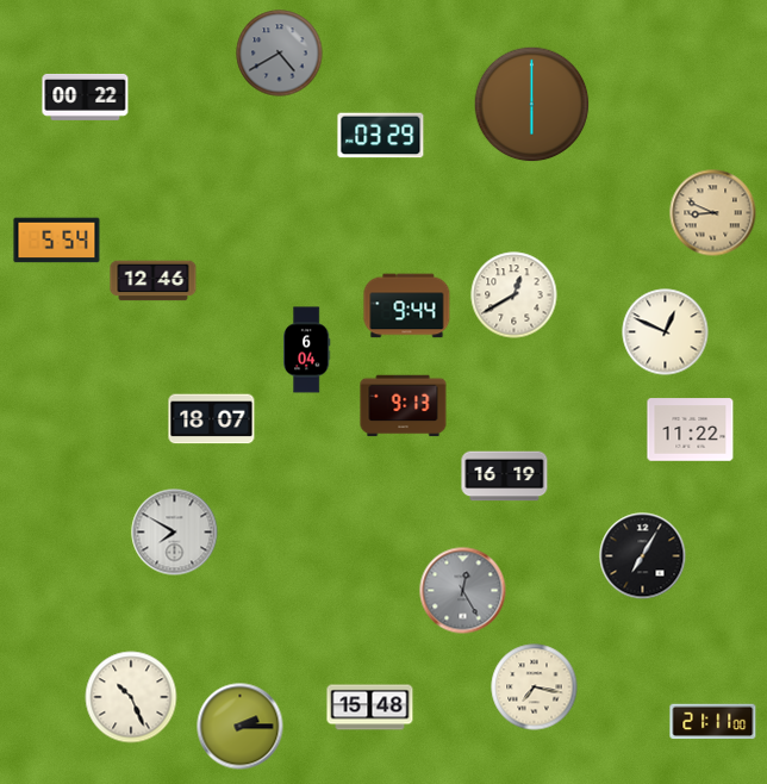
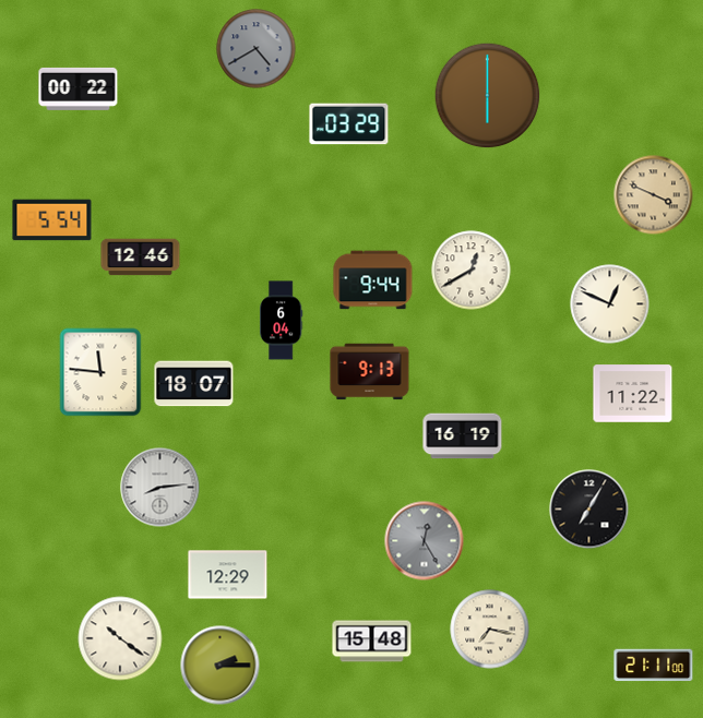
clock at (713, 213): 8:49 -> 3:49
clock at (100, 372): none -> 11:46
clock at (175, 533): 7:50 -> 8:14
clock at (228, 575): none -> 12:29
clock at (131, 697): 10:26 -> 10:21
clock at (370, 708) position: (370, 708) -> (372, 642)
clock at (713, 722) position: (713, 722) -> (654, 666)
